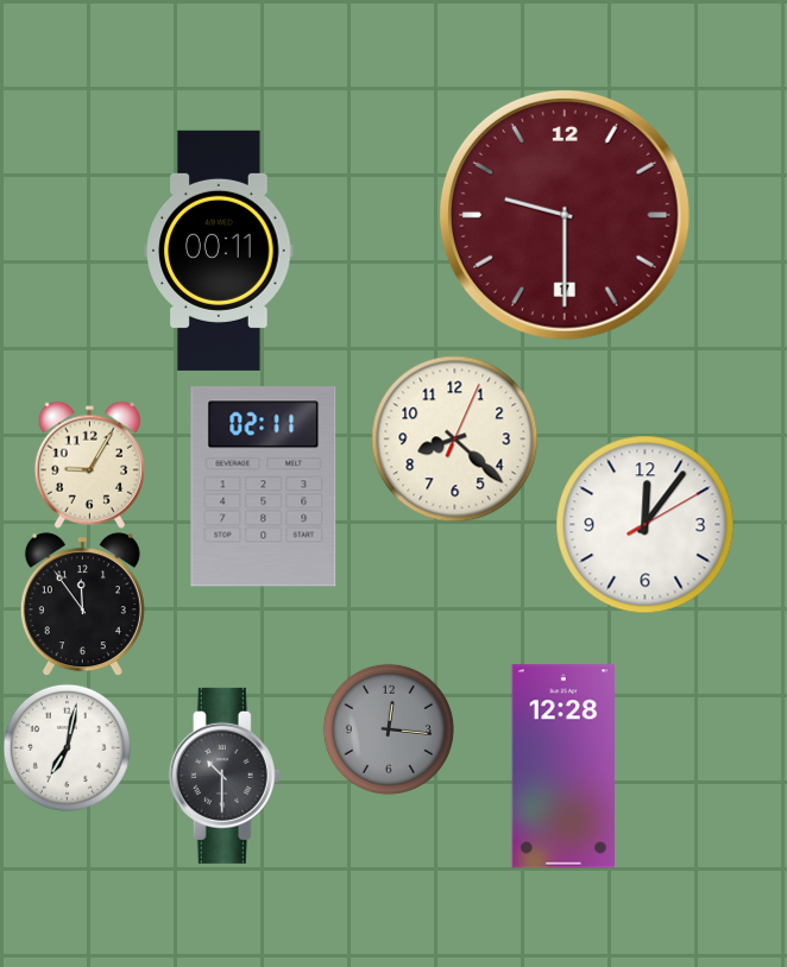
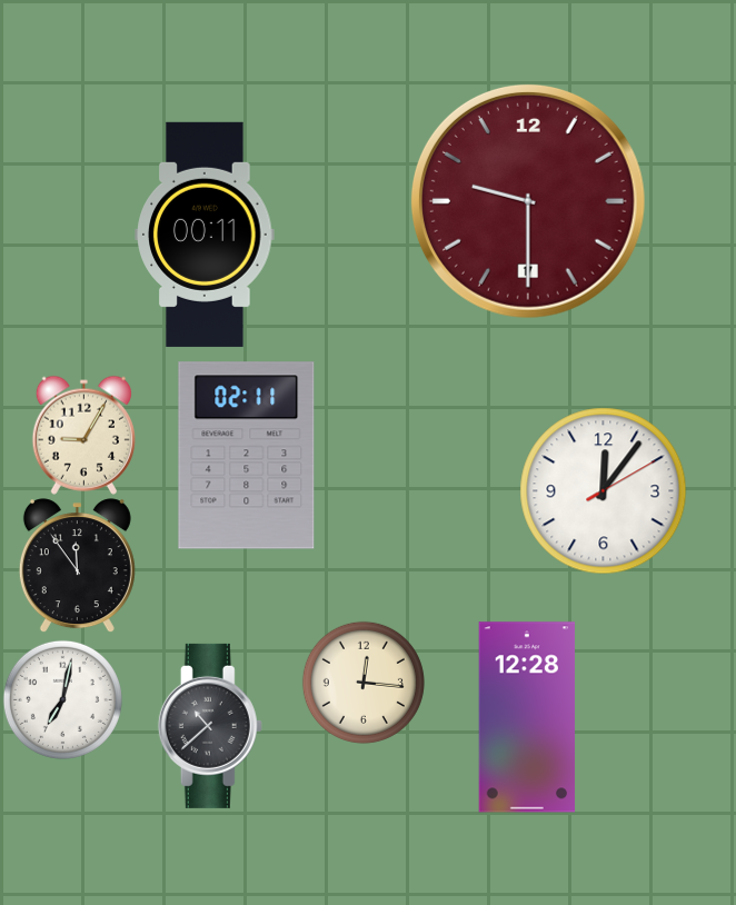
clock at (455, 440): 8:22 -> none
clock at (389, 729) dial: grey -> cream
clock at (225, 776): 10:30 -> 10:38
